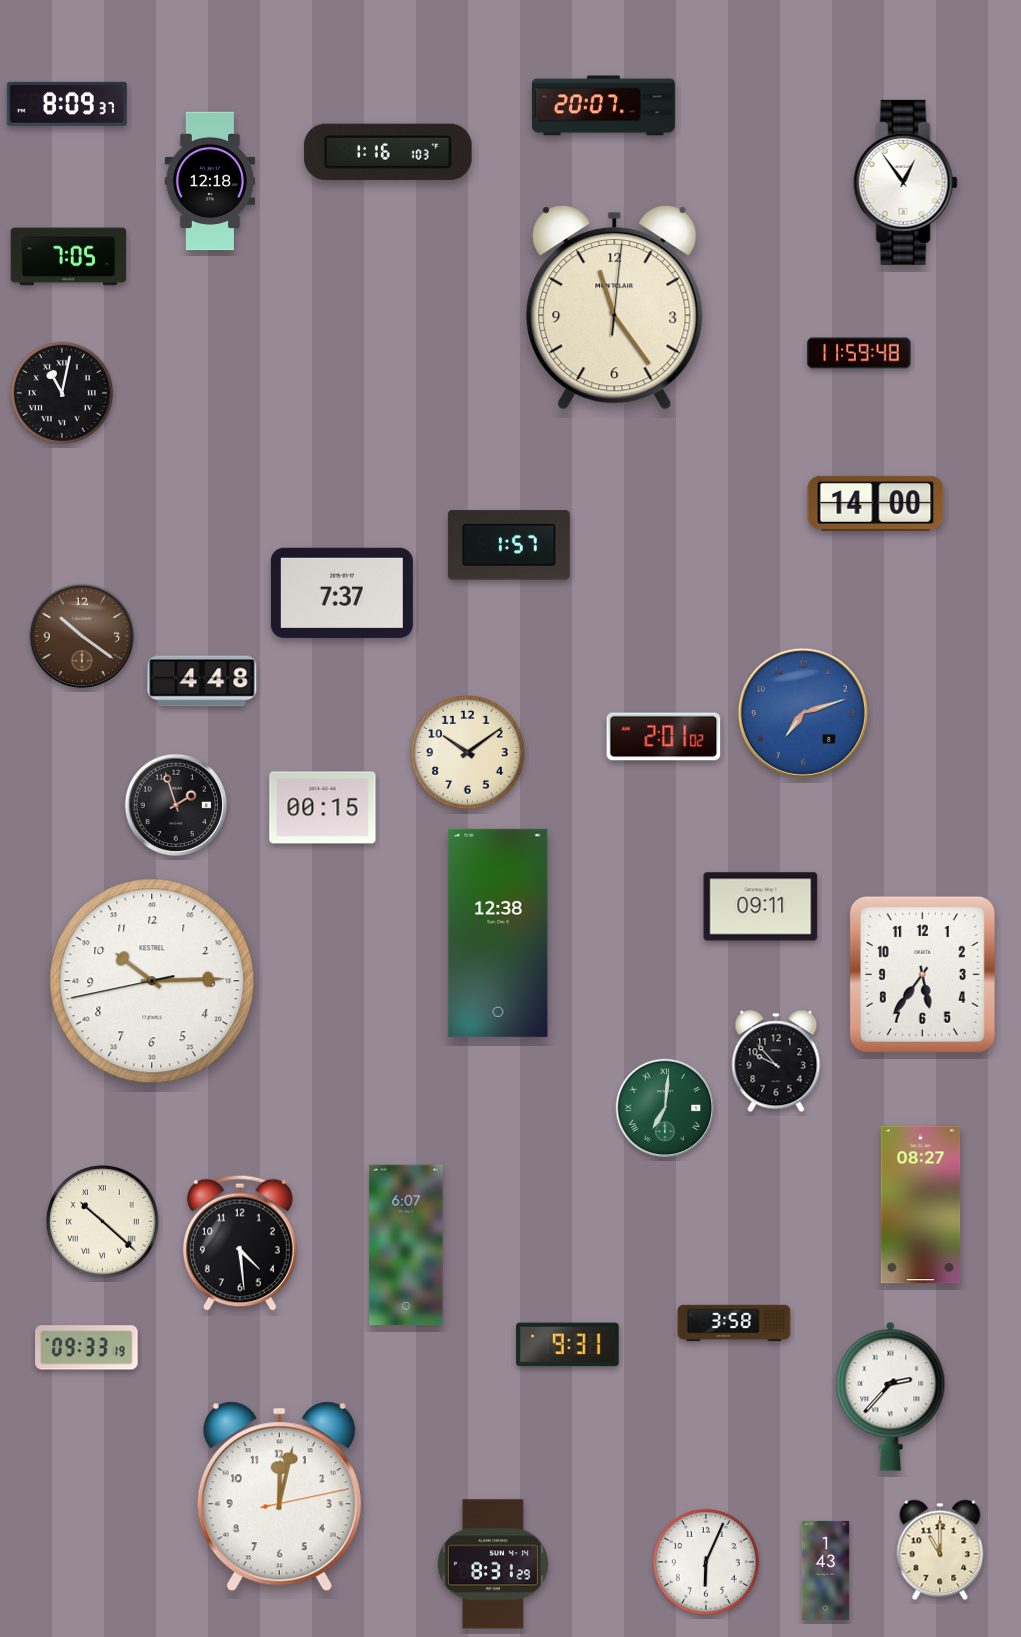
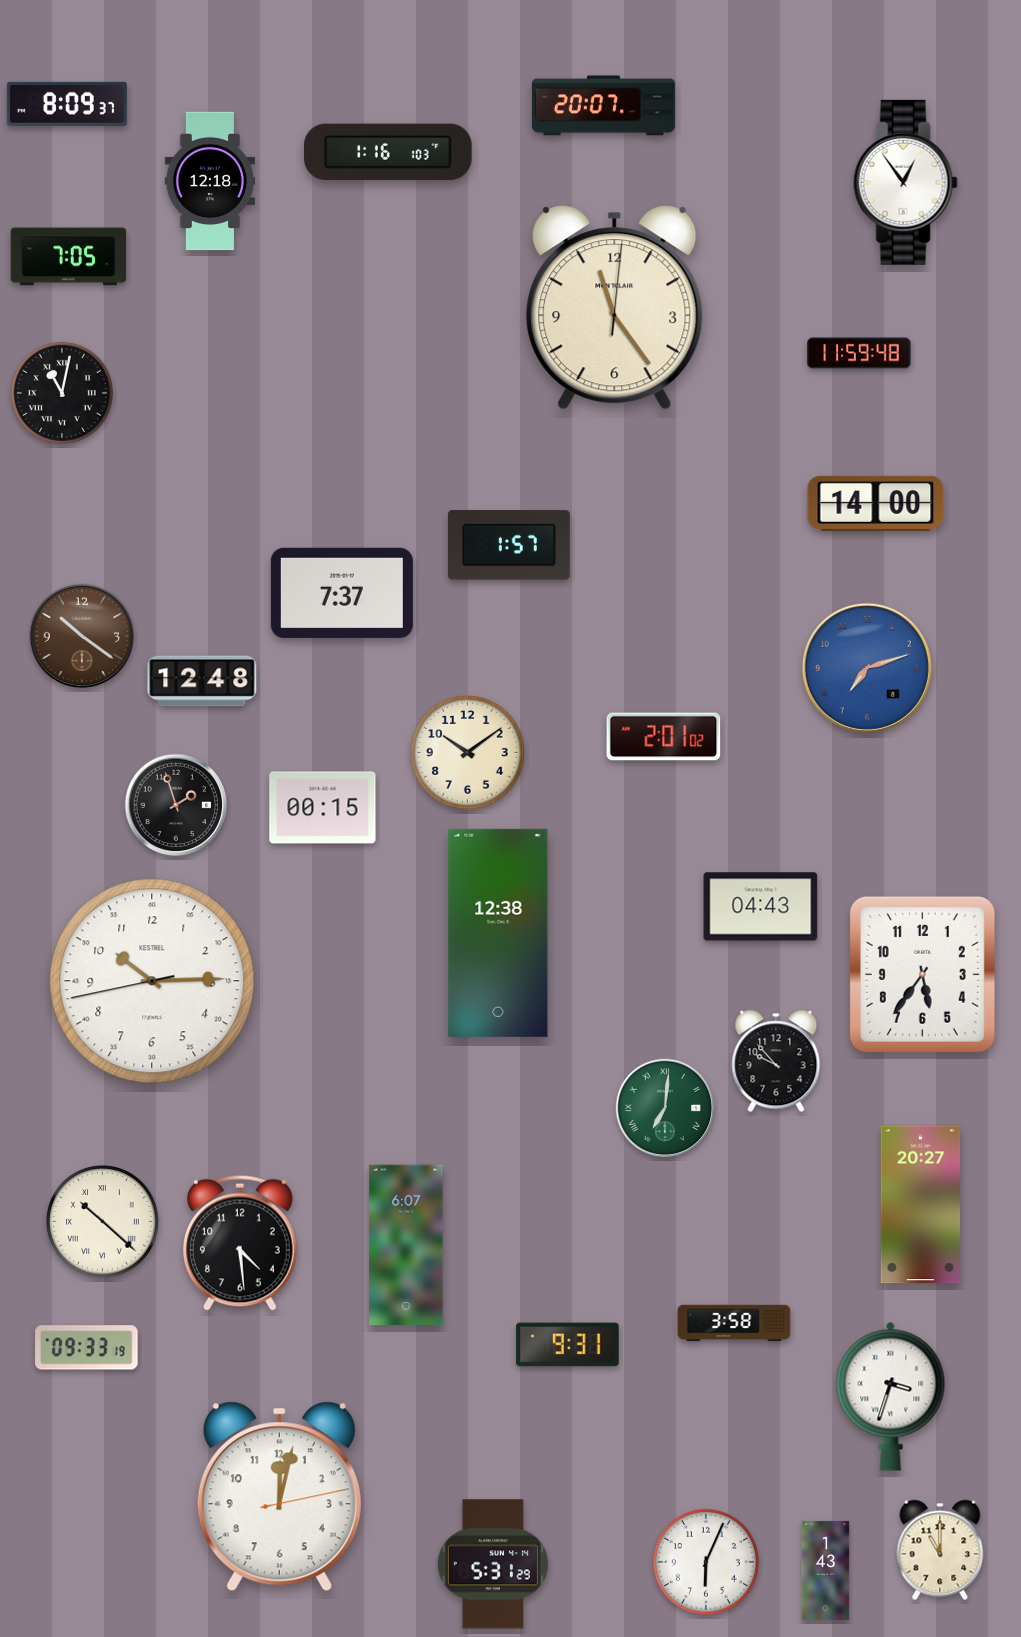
clock at (202, 681): 4:48 -> 12:48
clock at (803, 713) position: (803, 713) -> (867, 668)
clock at (761, 907): 09:11 -> 04:43
clock at (921, 1205): 08:27 -> 20:27
clock at (891, 1396): 2:37 -> 3:33
clock at (493, 1564): 8:31 -> 5:31
